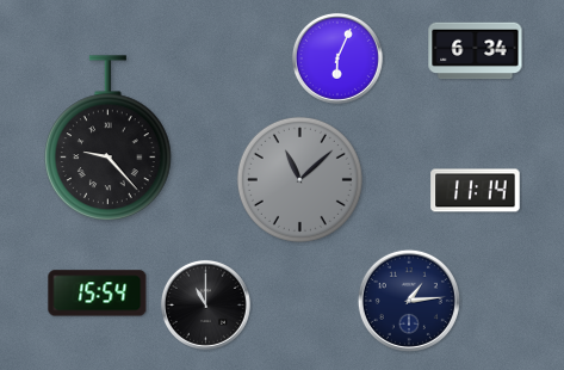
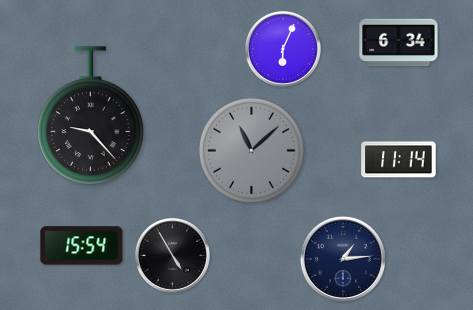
clock at (409, 301) position: (409, 301) -> (343, 259)
clock at (205, 304): 11:00 -> 4:55
